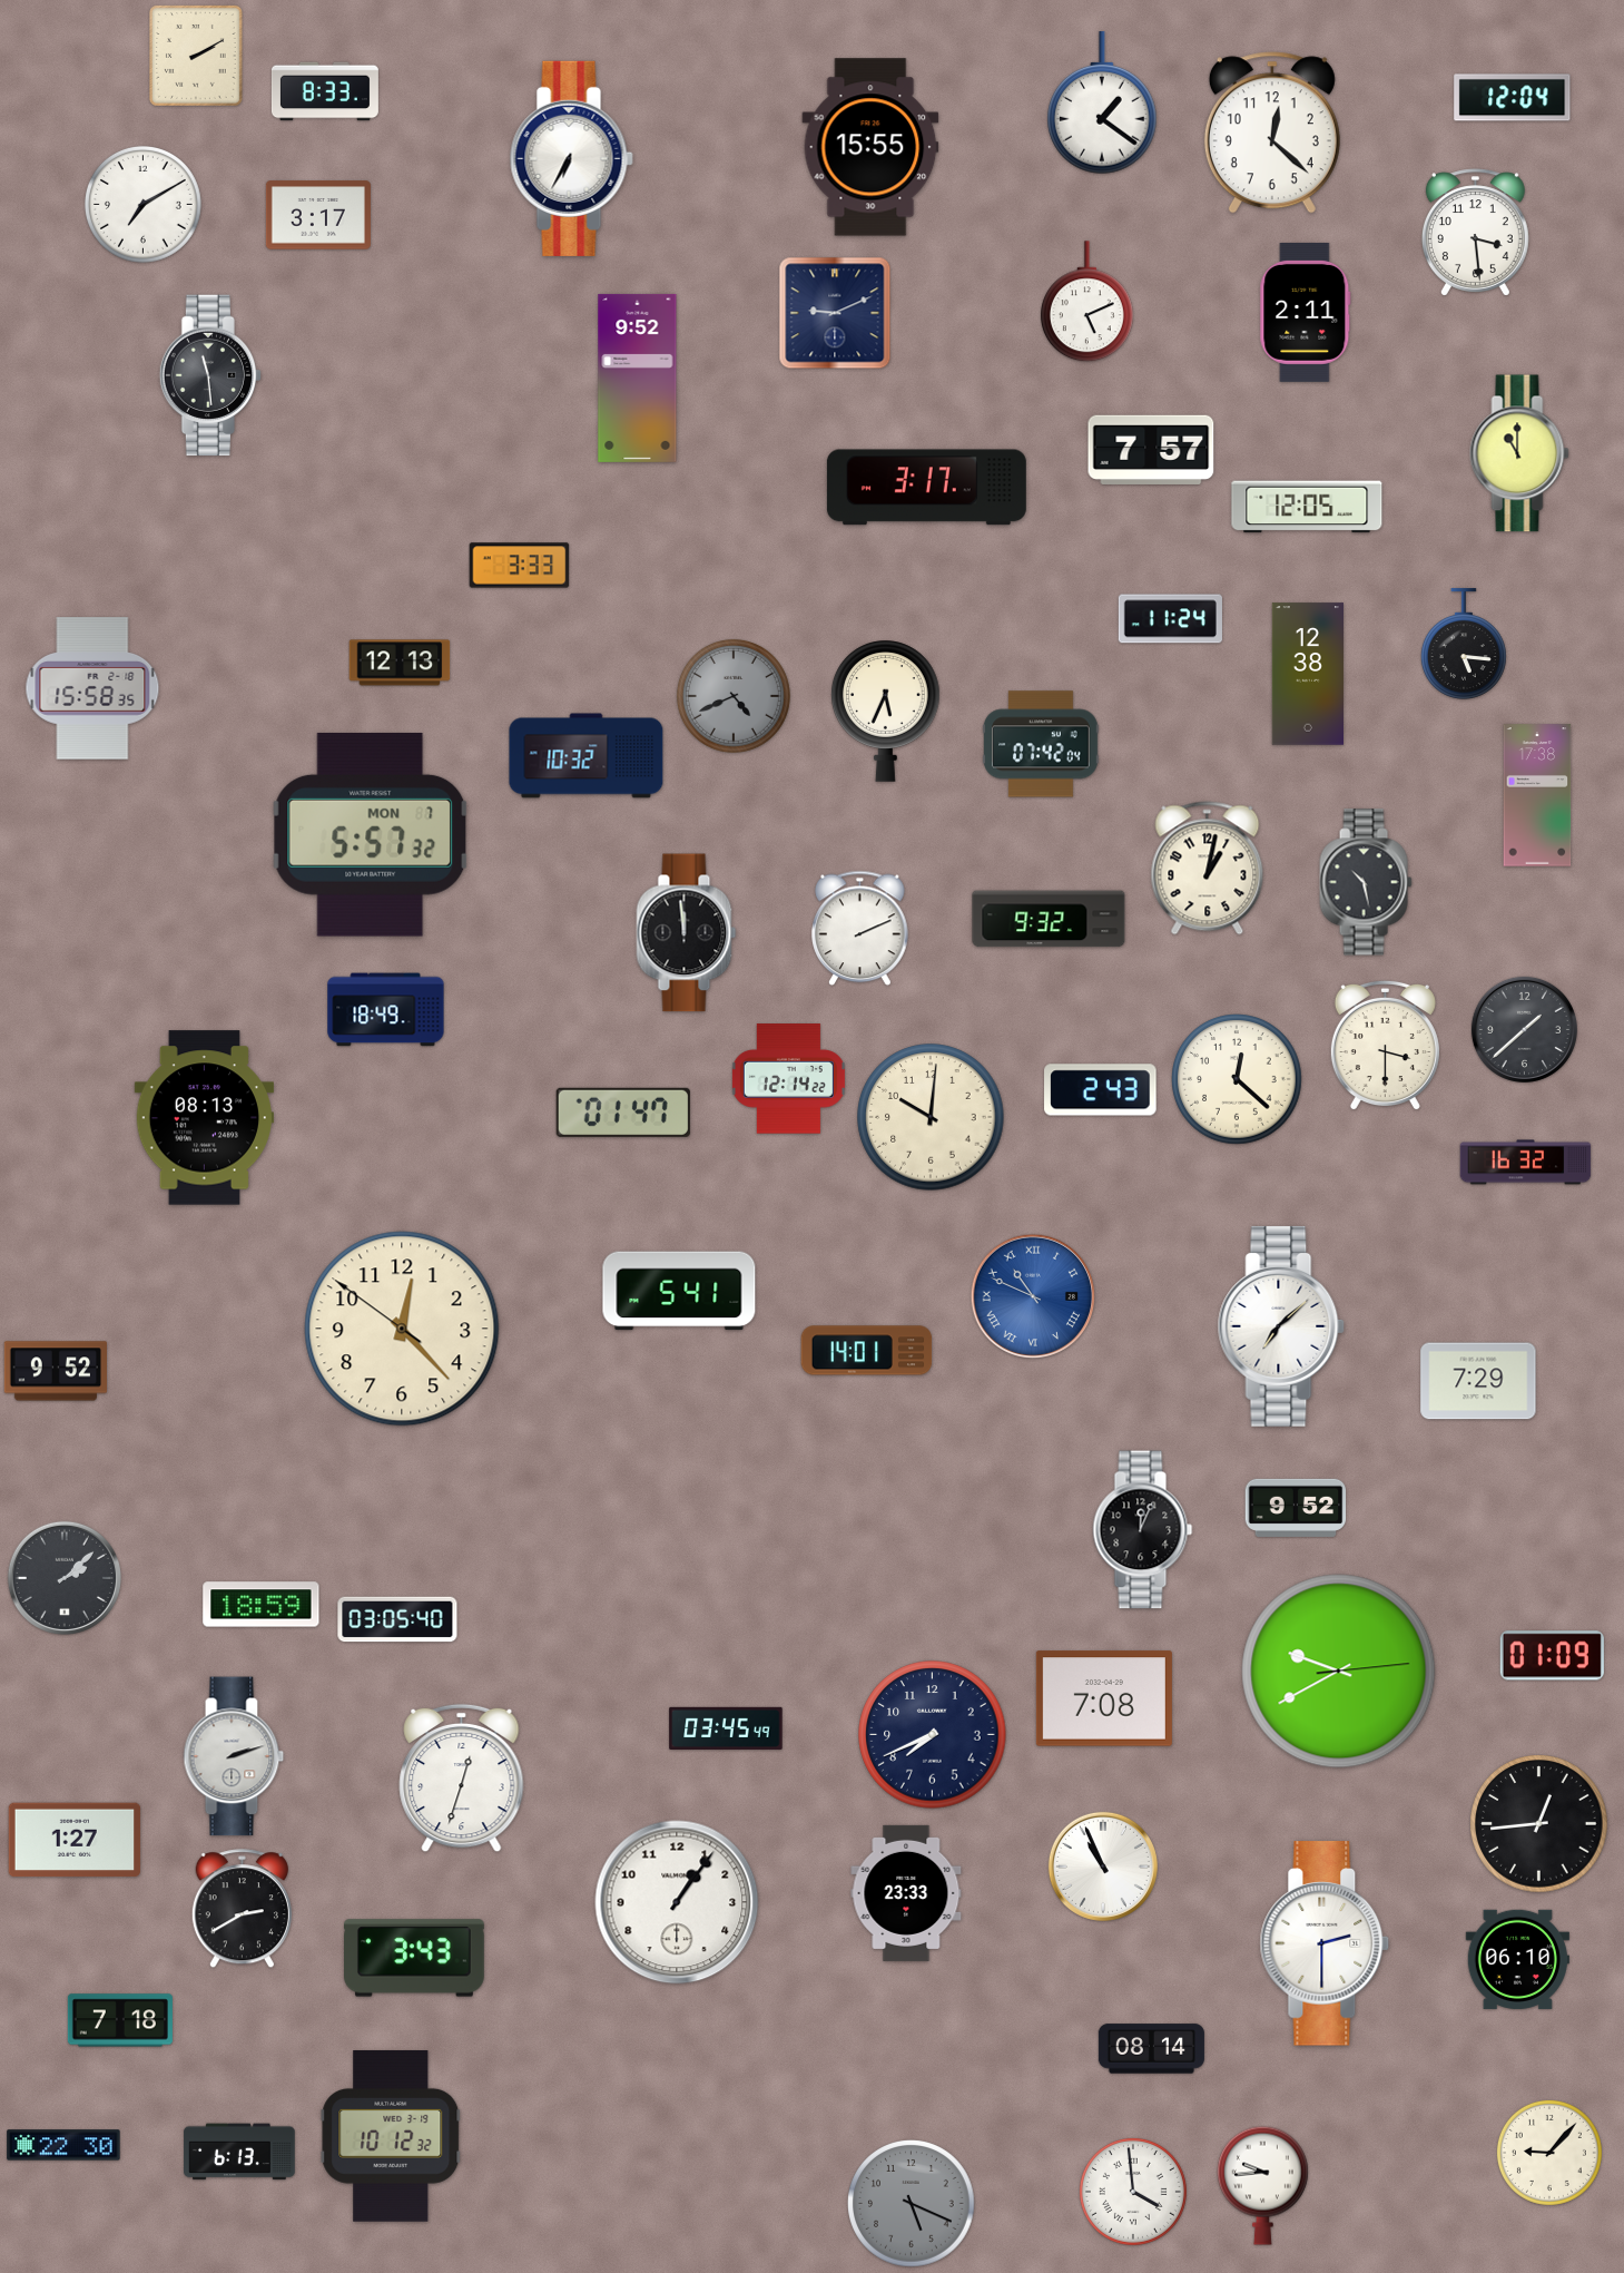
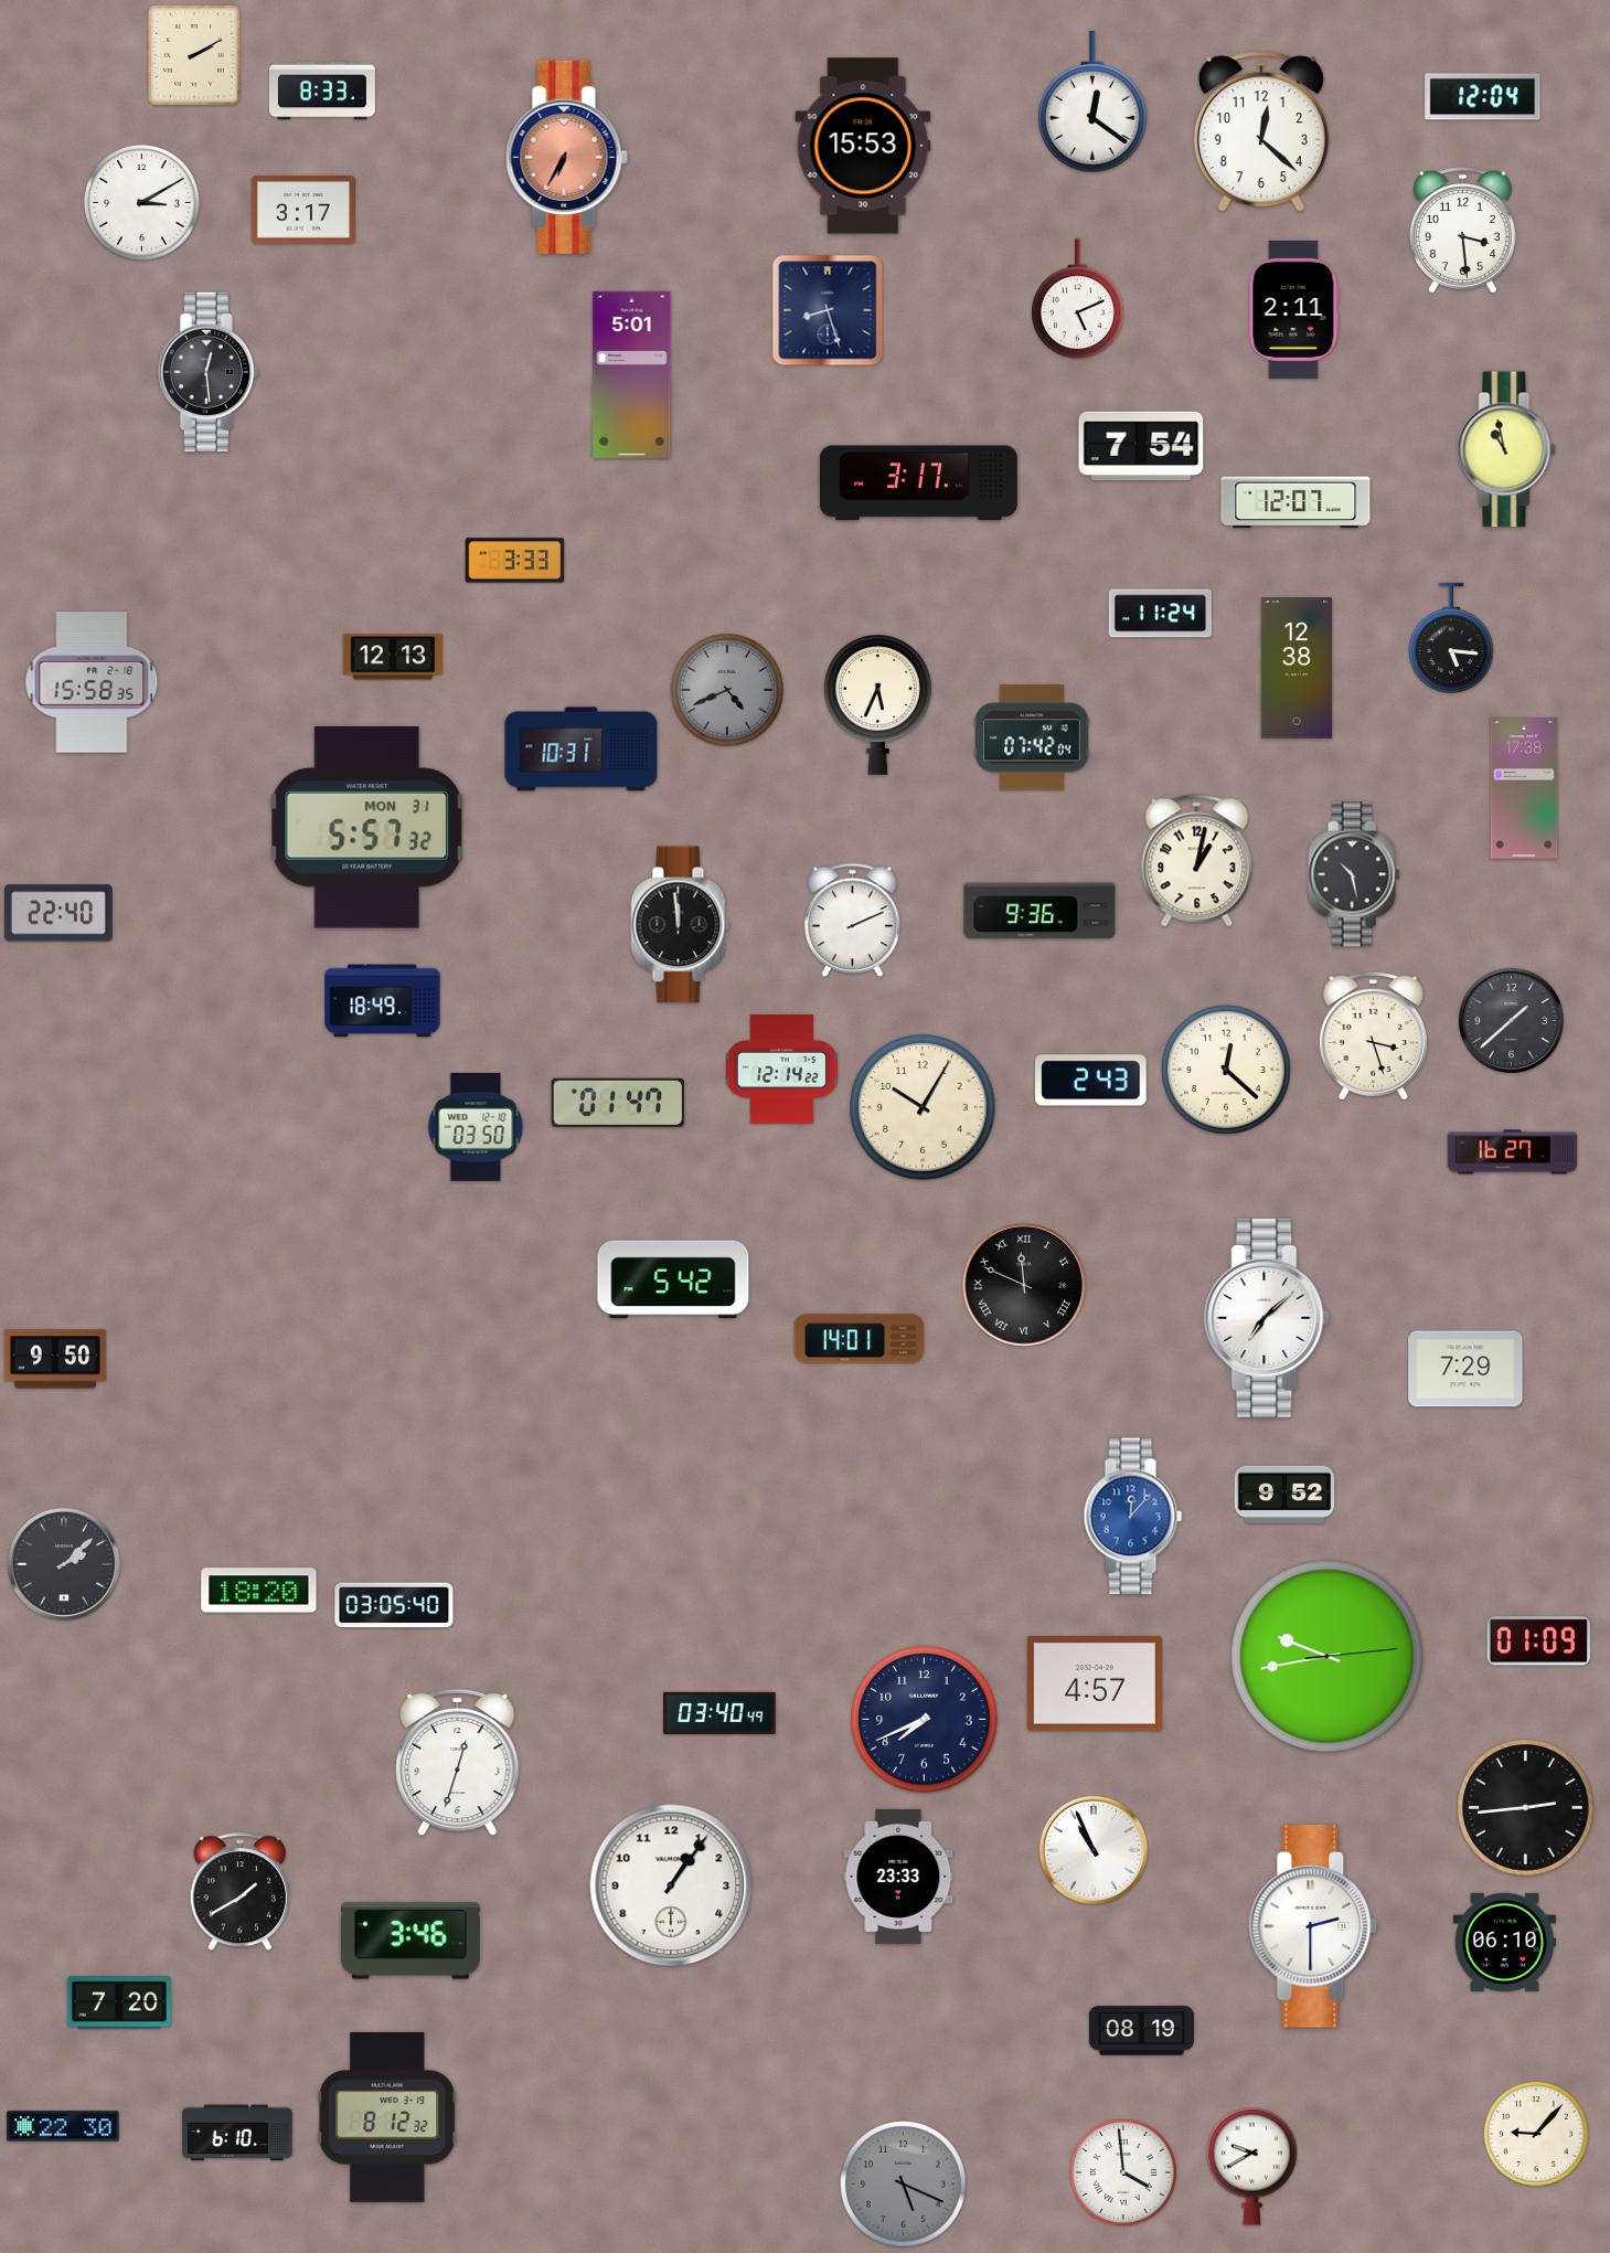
clock at (1513, 98) position: (1513, 98) -> (1483, 97)
clock at (1102, 104): 1:21 -> 12:21
clock at (870, 147): 15:55 -> 15:53
clock at (571, 158) dial: white -> salmon
clock at (142, 204): 7:10 -> 3:10
clock at (318, 215) position: (318, 215) -> (303, 210)
clock at (835, 313): 9:11 -> 8:27
clock at (210, 375): 11:29 -> 12:29
clock at (638, 378): 9:52 -> 5:01
clock at (1151, 449): 7:57 -> 7:54
clock at (1519, 453): 11:00 -> 10:58
clock at (1307, 507): 12:05 -> 12:07
clock at (400, 663) position: (400, 663) -> (393, 657)
clock at (587, 756): 10:32 -> 10:31
clock at (371, 834) date: MON 7 -> MON 31
clock at (1049, 919): 9:32 -> 9:36
clock at (58, 913): none -> 22:40
clock at (1385, 1046): 3:30 -> 3:27
clock at (931, 1117): 10:01 -> 10:05
clock at (204, 1118): 08:13 -> none
clock at (476, 1127): none -> 03:50
clock at (1526, 1163): 16:32 -> 16:27
clock at (679, 1291): 5:41 -> 5:42
clock at (1032, 1295): 10:49 -> 11:49
clock at (1032, 1295) dial: blue -> black
clock at (1281, 1326) position: (1281, 1326) -> (1267, 1318)
clock at (402, 1329): 12:22 -> none
clock at (55, 1371): 9:52 -> 9:50
clock at (1143, 1530): 12:04 -> 12:07
clock at (1143, 1530) dial: black -> blue
clock at (262, 1605): 18:59 -> 18:20
clock at (1339, 1672): 9:40 -> 9:43
clock at (1104, 1698): 7:08 -> 4:57
clock at (726, 1727): 03:45 -> 03:40
clock at (234, 1756): 2:12 -> none
clock at (1539, 1824): 12:44 -> 2:44
clock at (75, 1840): 1:27 -> none
clock at (242, 1909): 2:40 -> 1:40
clock at (415, 1958): 3:43 -> 3:46
clock at (120, 2020): 7:18 -> 7:20
clock at (1151, 2049): 08:14 -> 08:19
clock at (391, 2137): 10:12 -> 8:12
clock at (239, 2152): 6:13 -> 6:10
clock at (1262, 2185): 9:44 -> 9:40
